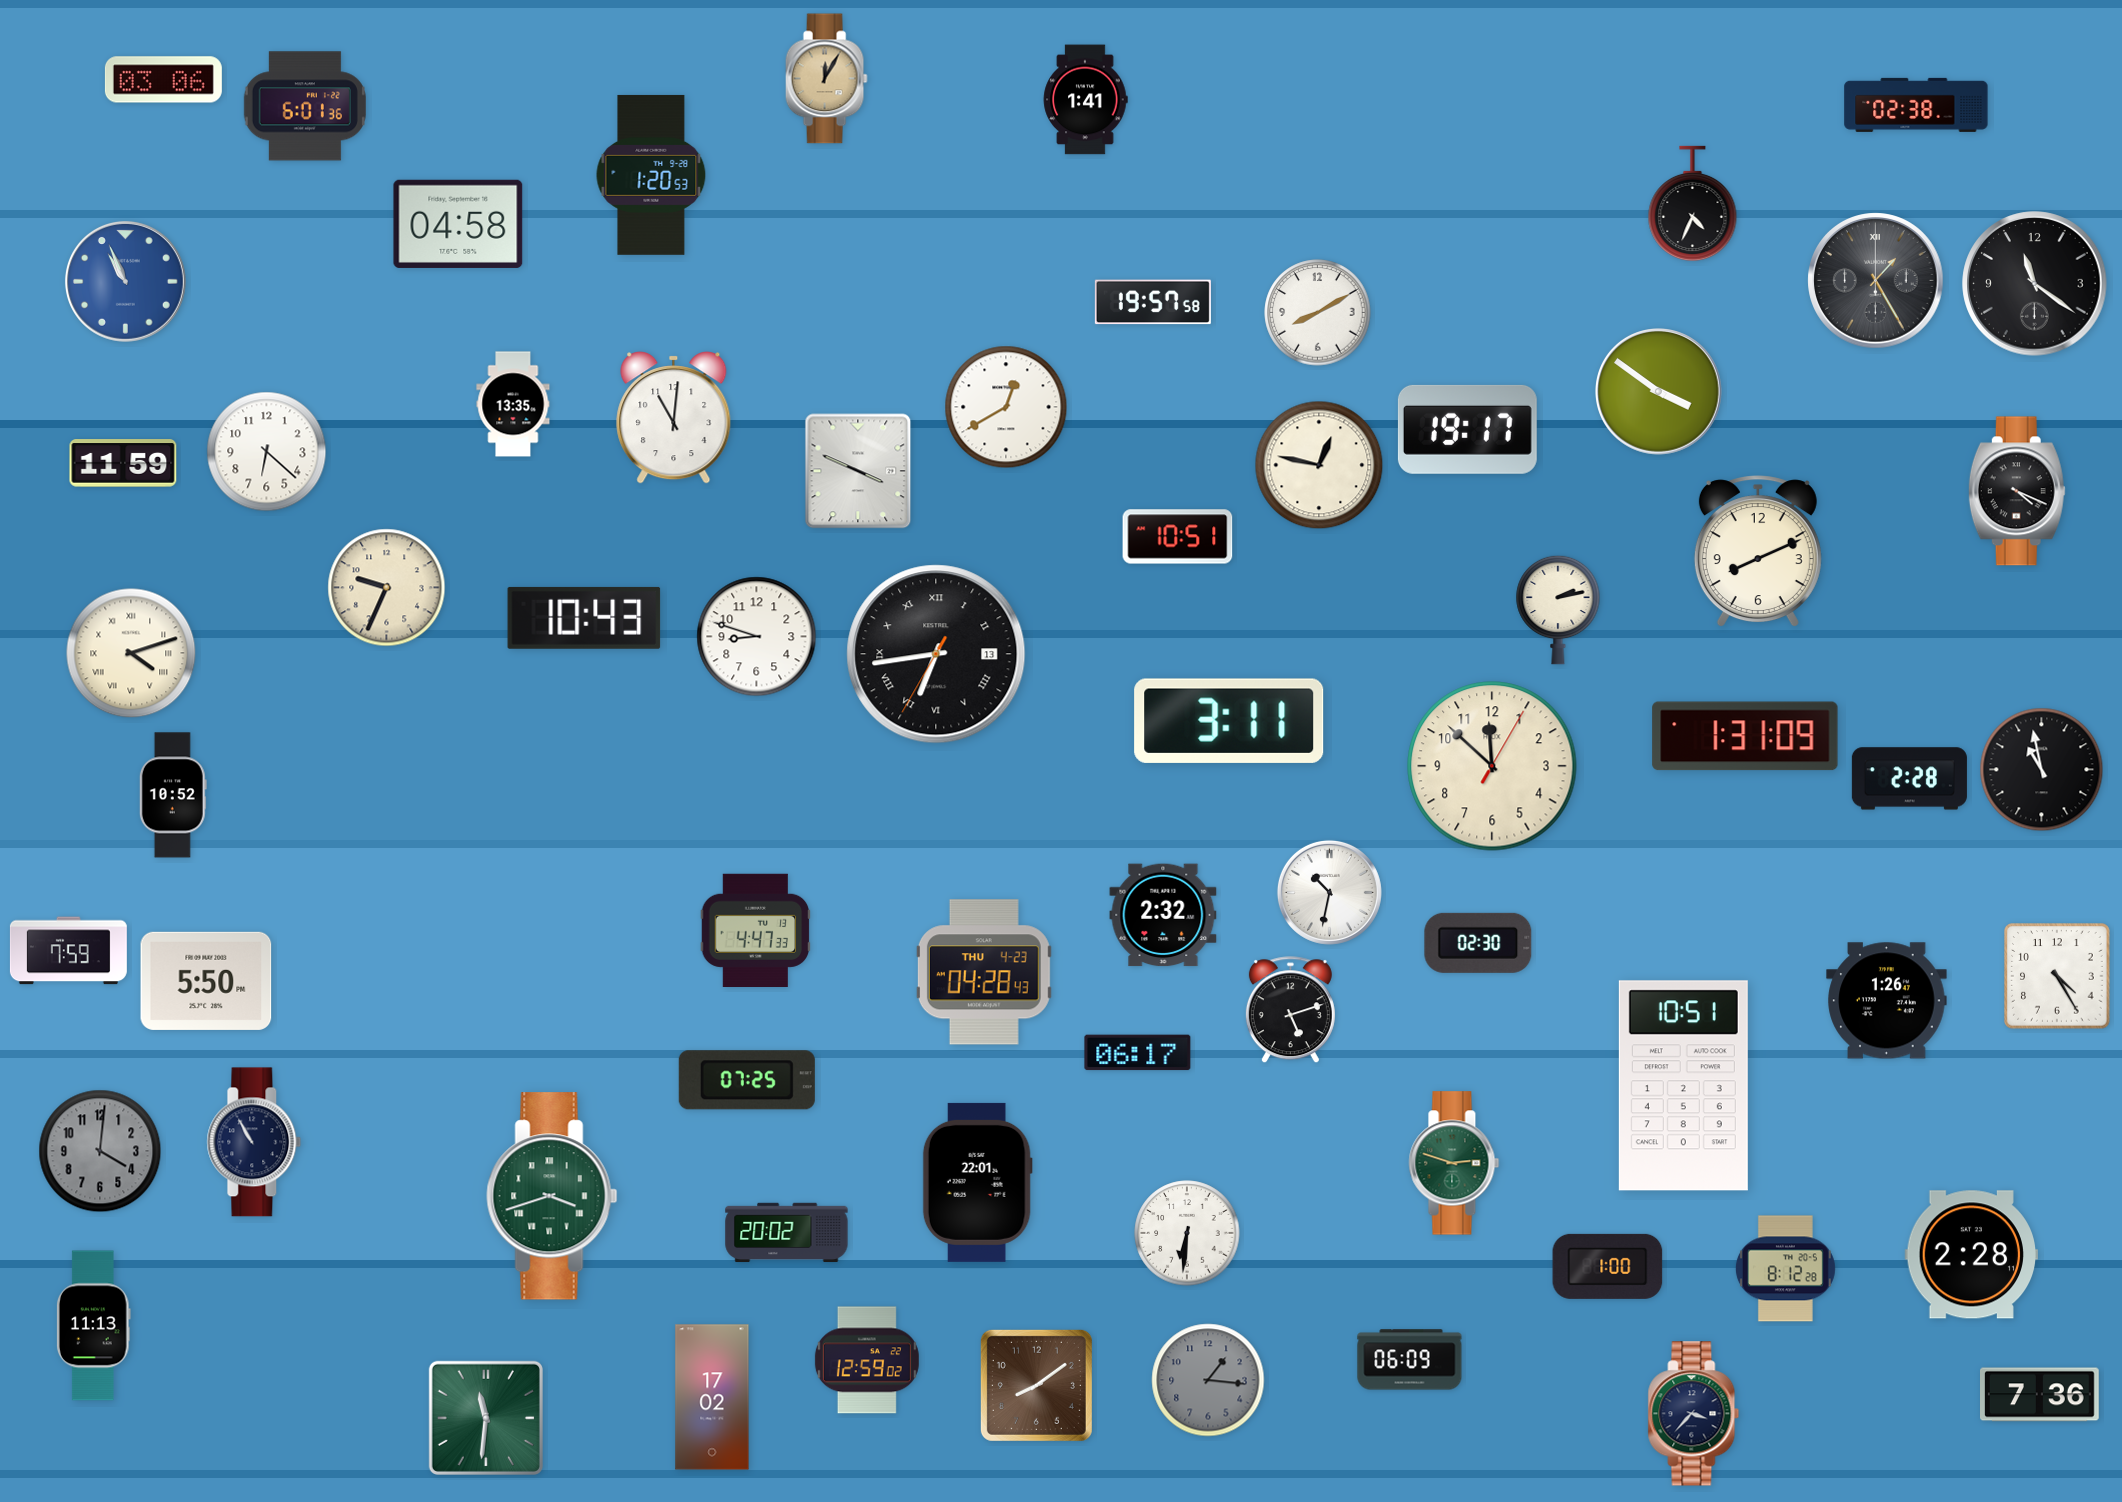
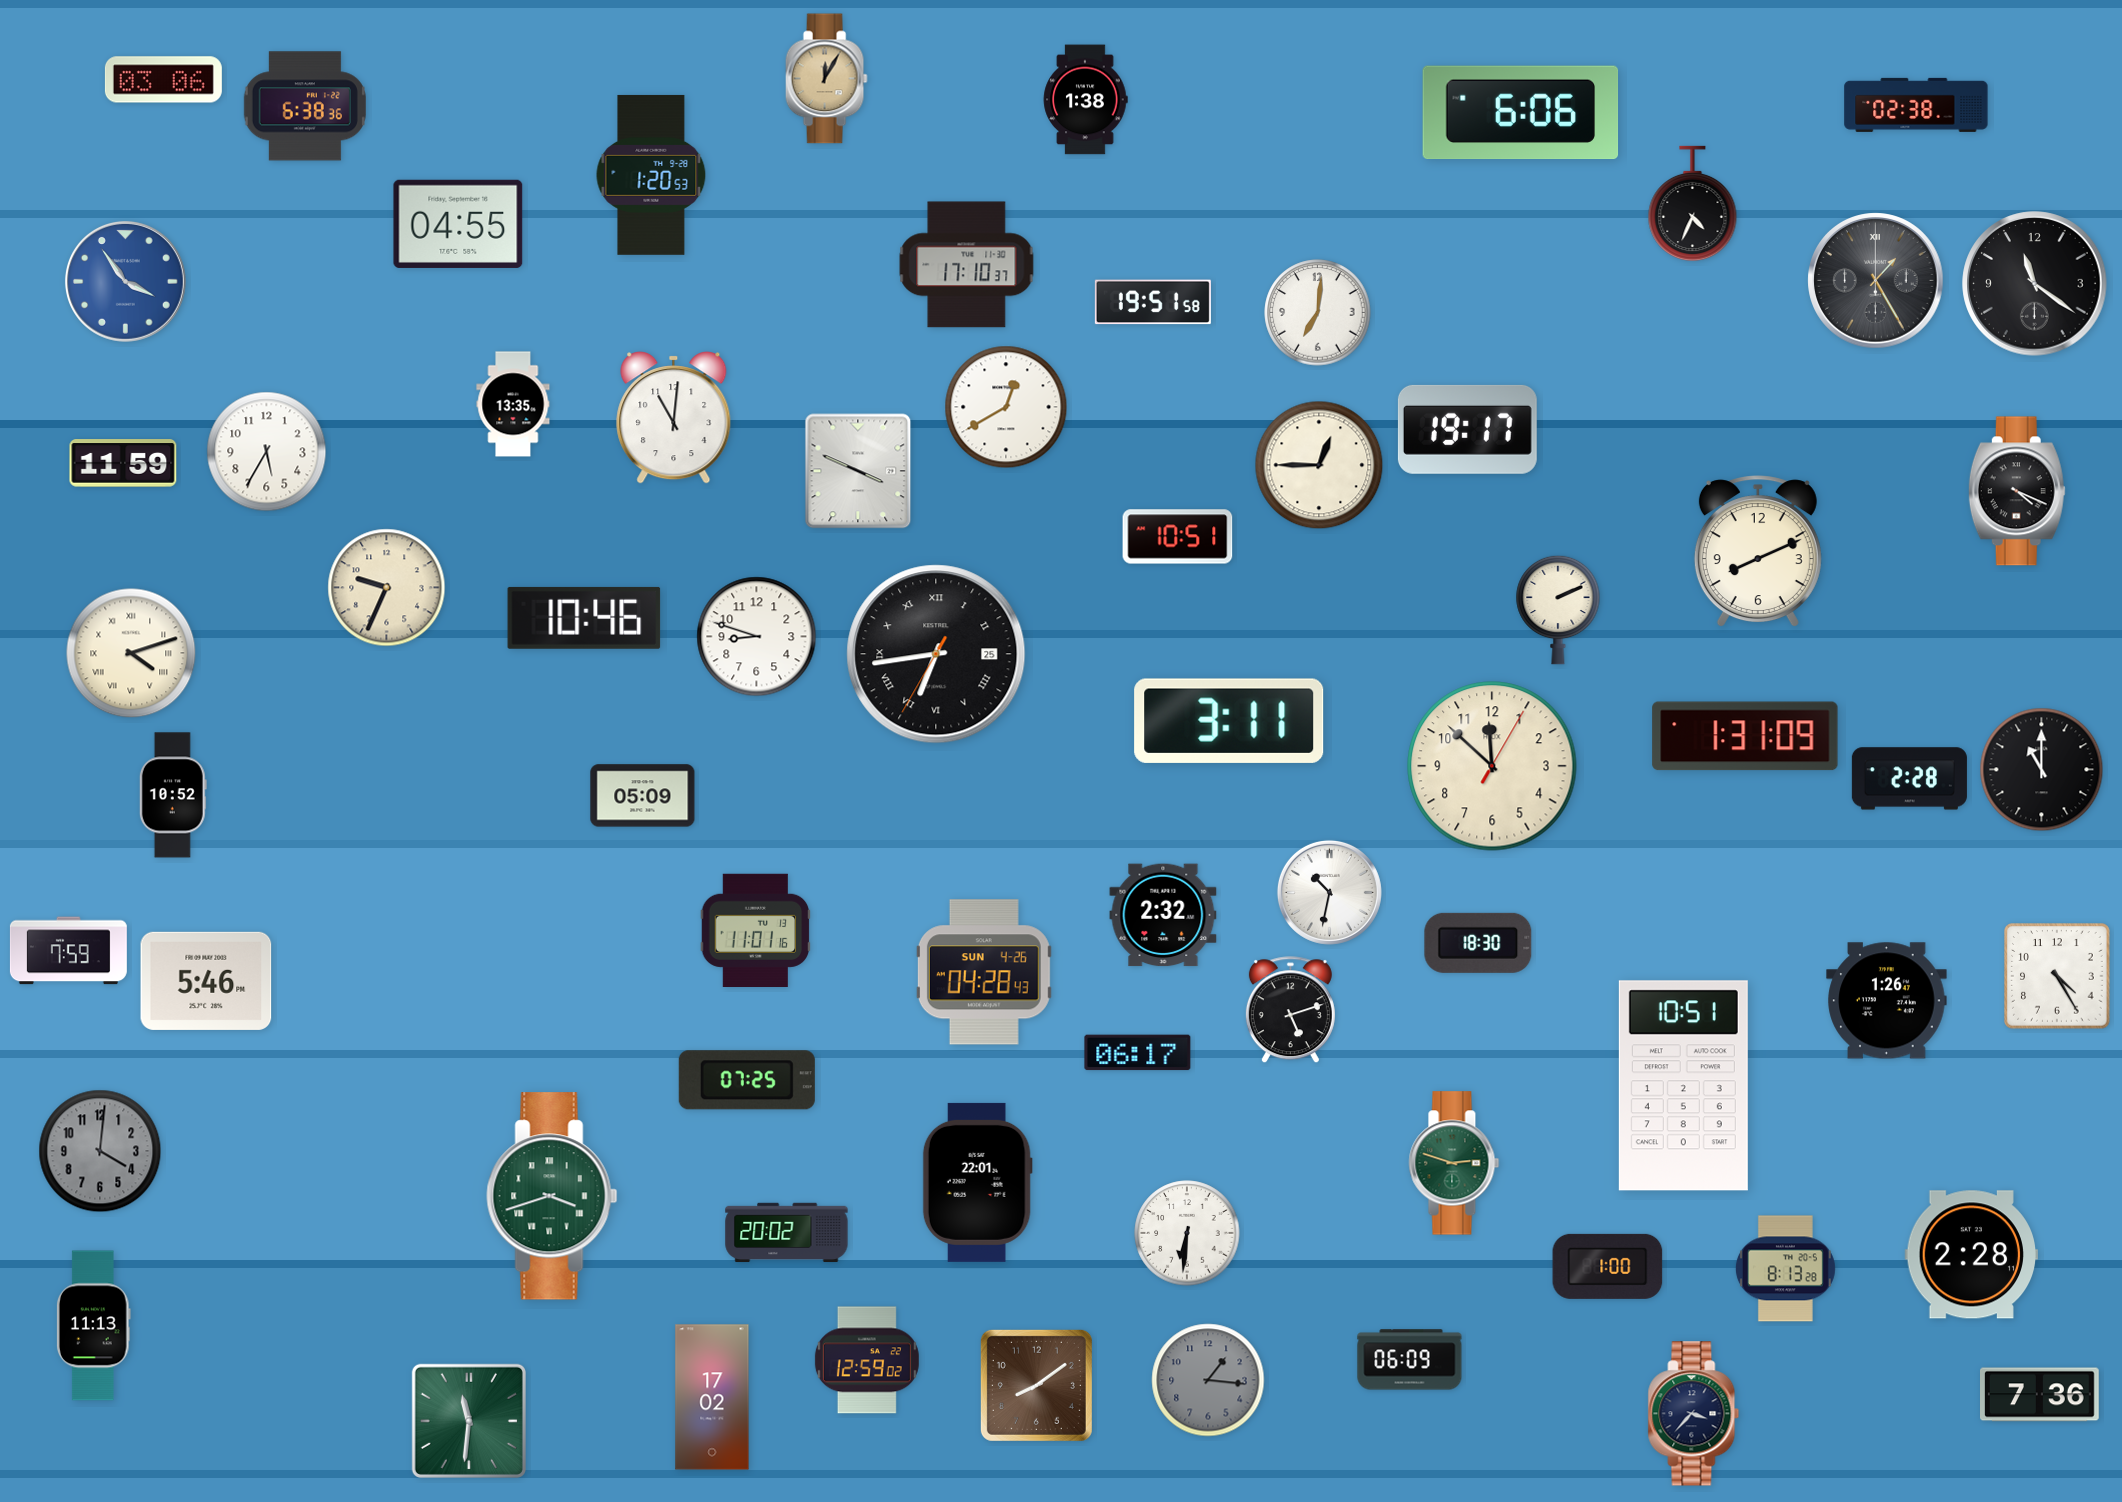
clock at (1085, 100): 1:41 -> 1:38
clock at (305, 106): 6:01 -> 6:38
clock at (1521, 113): none -> 6:06
clock at (458, 224): 04:58 -> 04:55
clock at (967, 265): none -> 17:10
clock at (125, 281): 10:56 -> 3:54
clock at (1153, 302): 19:57 -> 19:51
clock at (1318, 313): 8:10 -> 7:01
clock at (1659, 392): 3:51 -> none
clock at (267, 452): 6:22 -> 5:35
clock at (1319, 465): 12:47 -> 12:45
clock at (1558, 610): 2:13 -> 2:11
clock at (584, 618): 10:43 -> 10:46
clock at (936, 654) date: 13 -> 25
clock at (2042, 770): 10:58 -> 11:00
clock at (643, 796): none -> 05:09
clock at (756, 930): 4:47 -> 11:01
clock at (1478, 943): 02:30 -> 18:30
clock at (984, 972) date: THU 4-23 -> SUN 4-26
clock at (206, 981): 5:50 -> 5:46
clock at (254, 1142): 10:55 -> none
clock at (1785, 1269): 8:12 -> 8:13
clock at (486, 1418) position: (486, 1418) -> (469, 1421)
